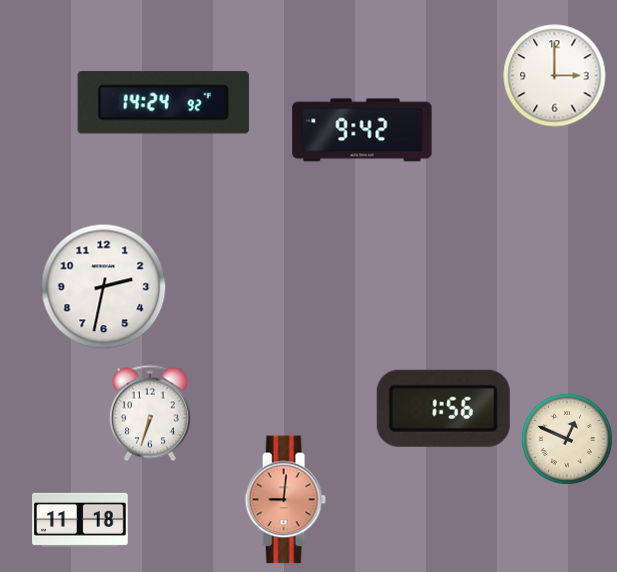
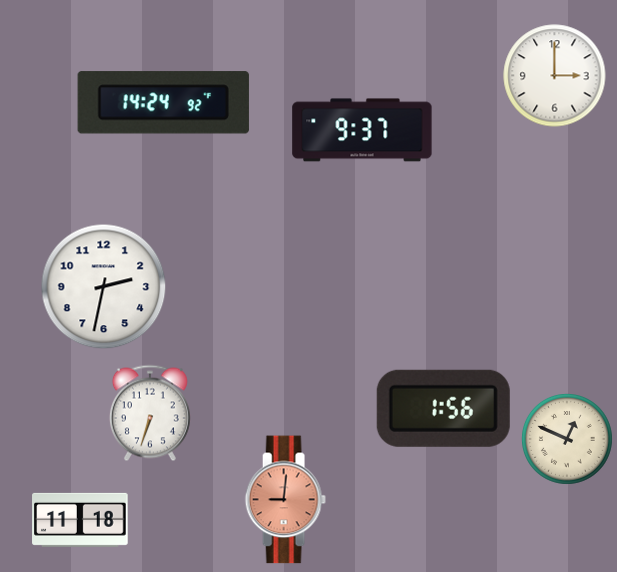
clock at (362, 130): 9:42 -> 9:37
